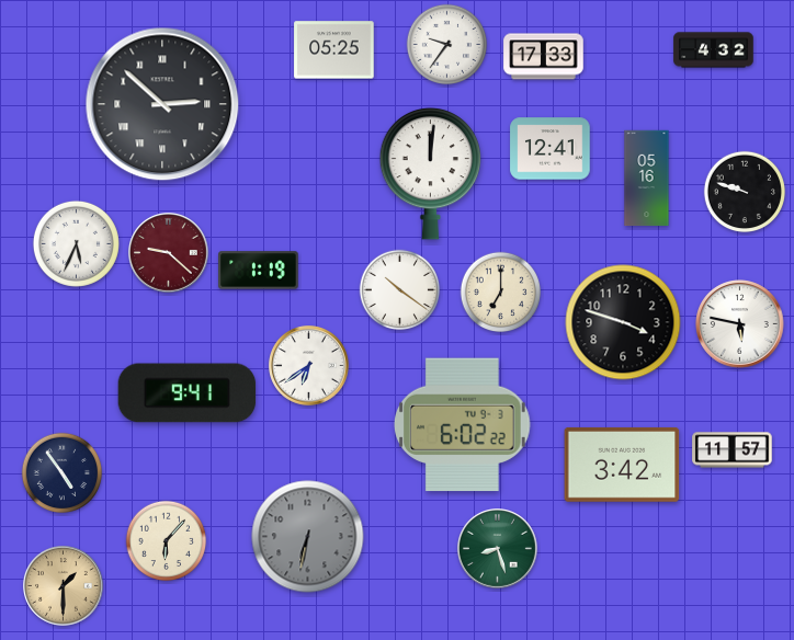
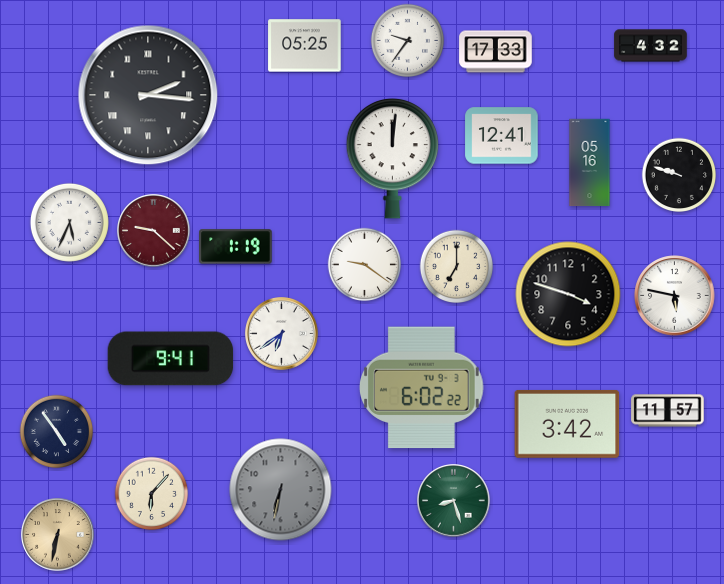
clock at (162, 104): 2:52 -> 2:16
clock at (400, 290): 10:21 -> 9:21
clock at (64, 586): 1:30 -> 6:32
